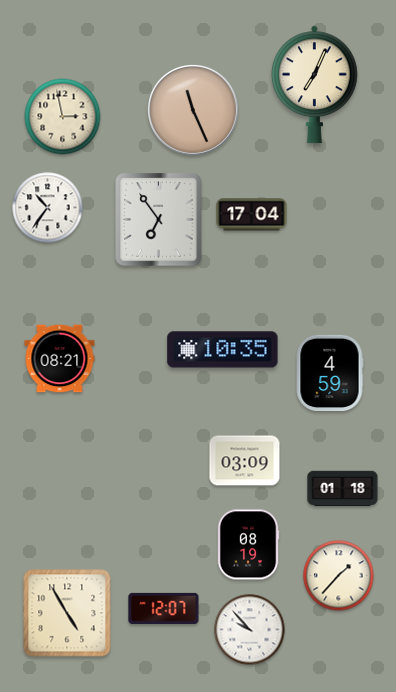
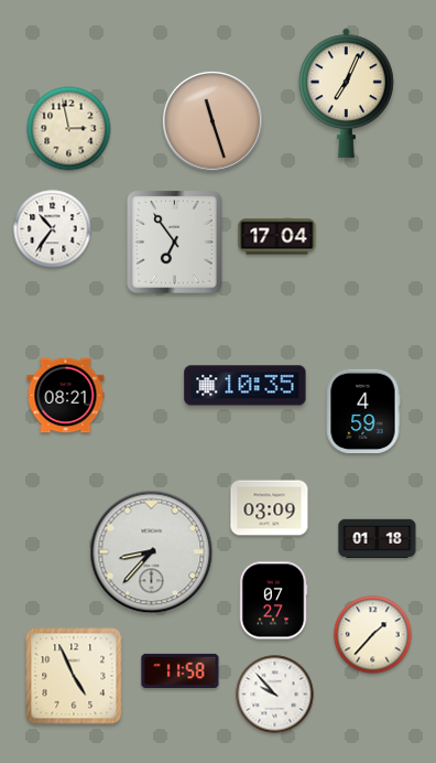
clock at (193, 110): 11:26 -> 11:27
clock at (152, 552): none -> 8:37
clock at (248, 545): 08:19 -> 07:27
clock at (164, 608): 12:07 -> 11:58
clock at (67, 613): 4:55 -> 4:56
